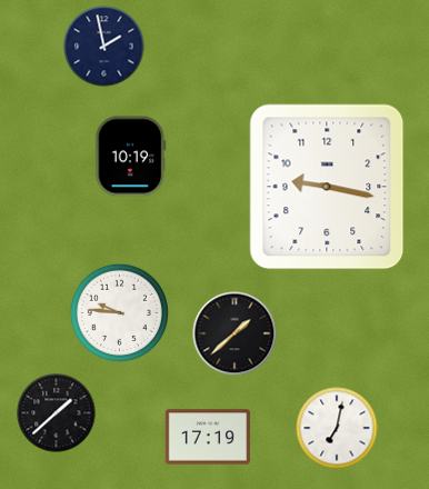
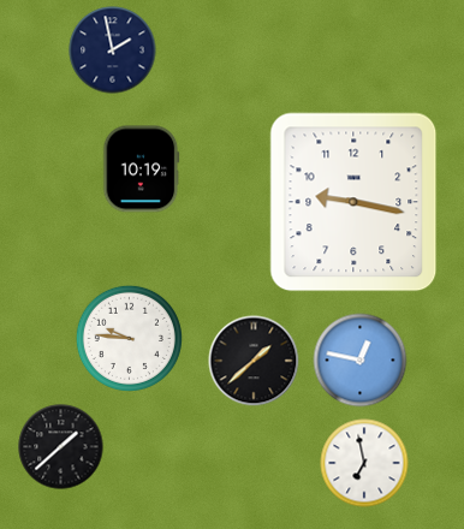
clock at (361, 361): none -> 12:47
clock at (337, 428): 7:02 -> 6:58
clock at (208, 437): 17:19 -> none
